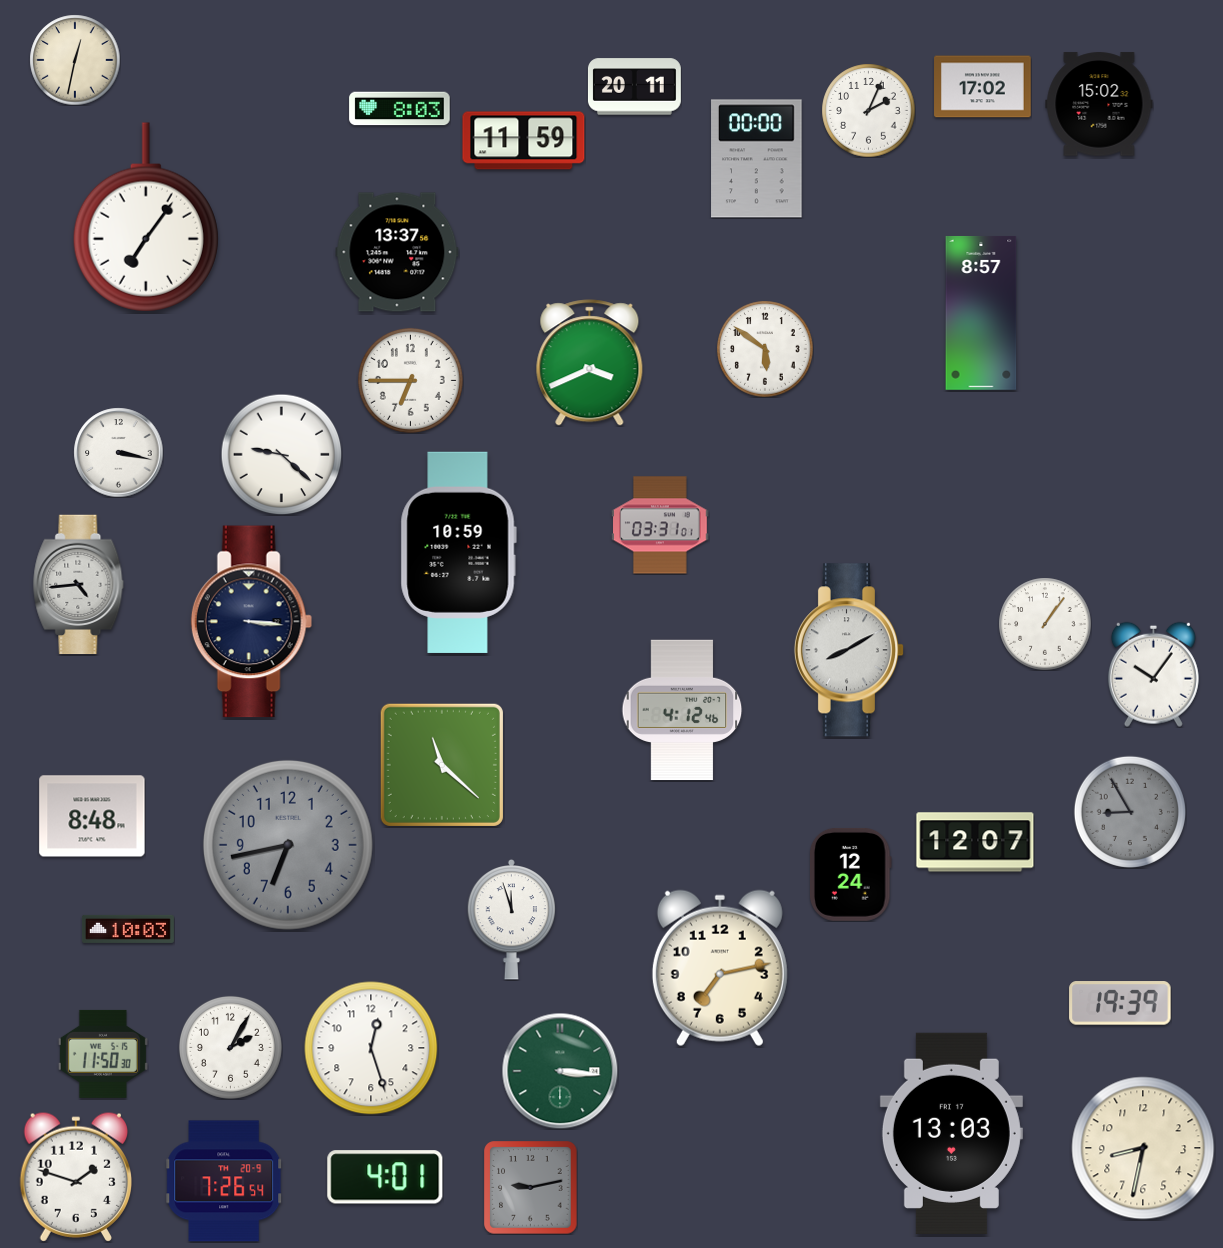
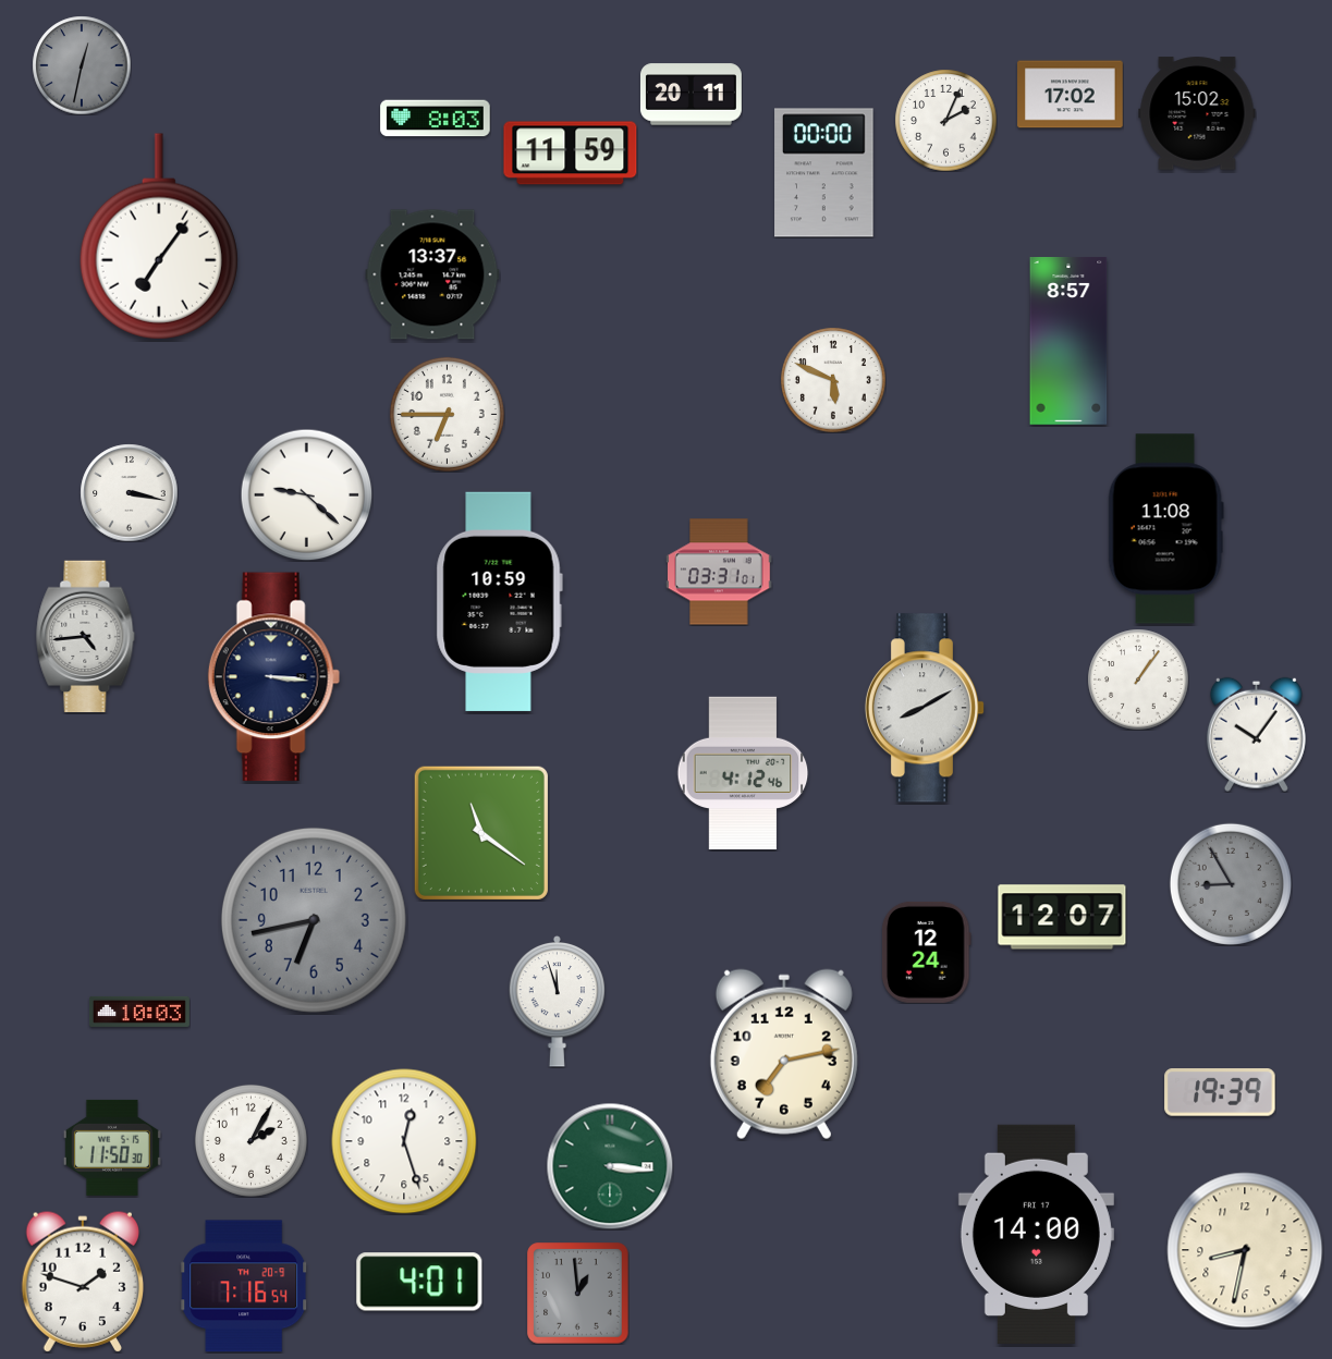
clock at (75, 60) dial: cream -> grey
clock at (765, 349): 5:51 -> 5:49
clock at (590, 363): 3:41 -> none
clock at (1165, 529): none -> 11:08
clock at (442, 765): 11:22 -> 11:21
clock at (92, 816): 8:48 -> none
clock at (951, 1133): 13:03 -> 14:00
clock at (224, 1181): 7:26 -> 7:16
clock at (530, 1188): 9:13 -> 12:59
